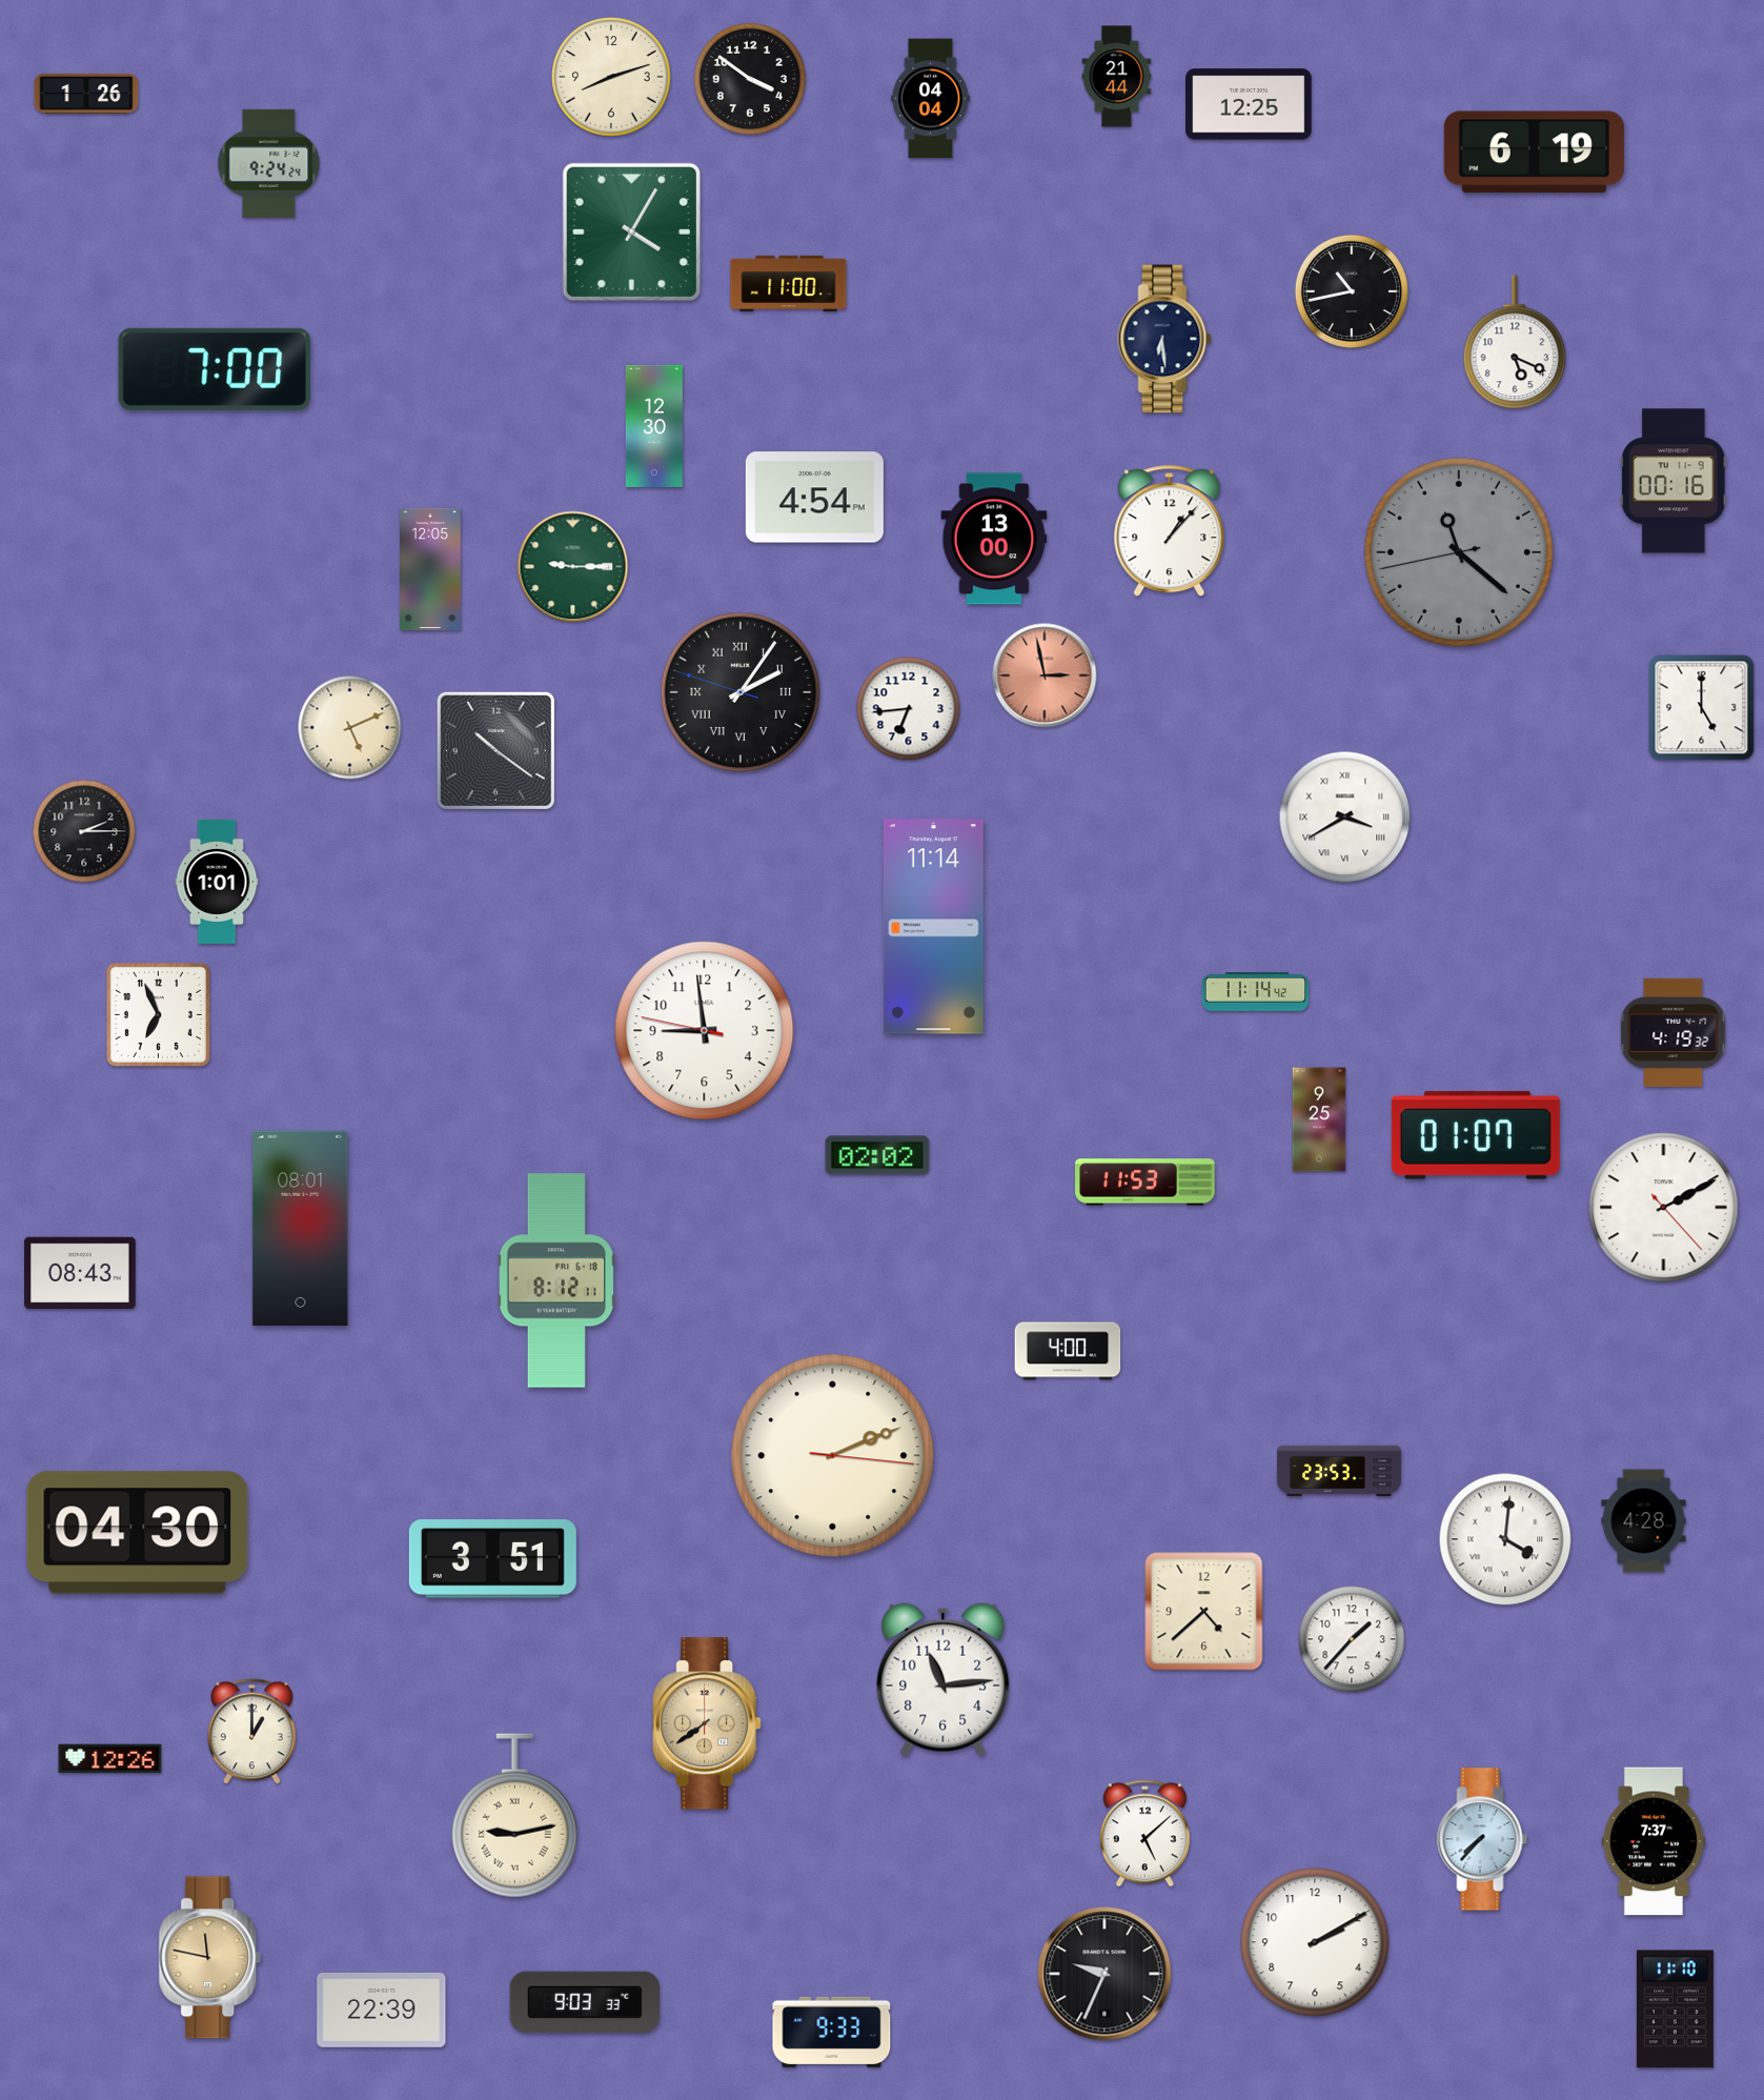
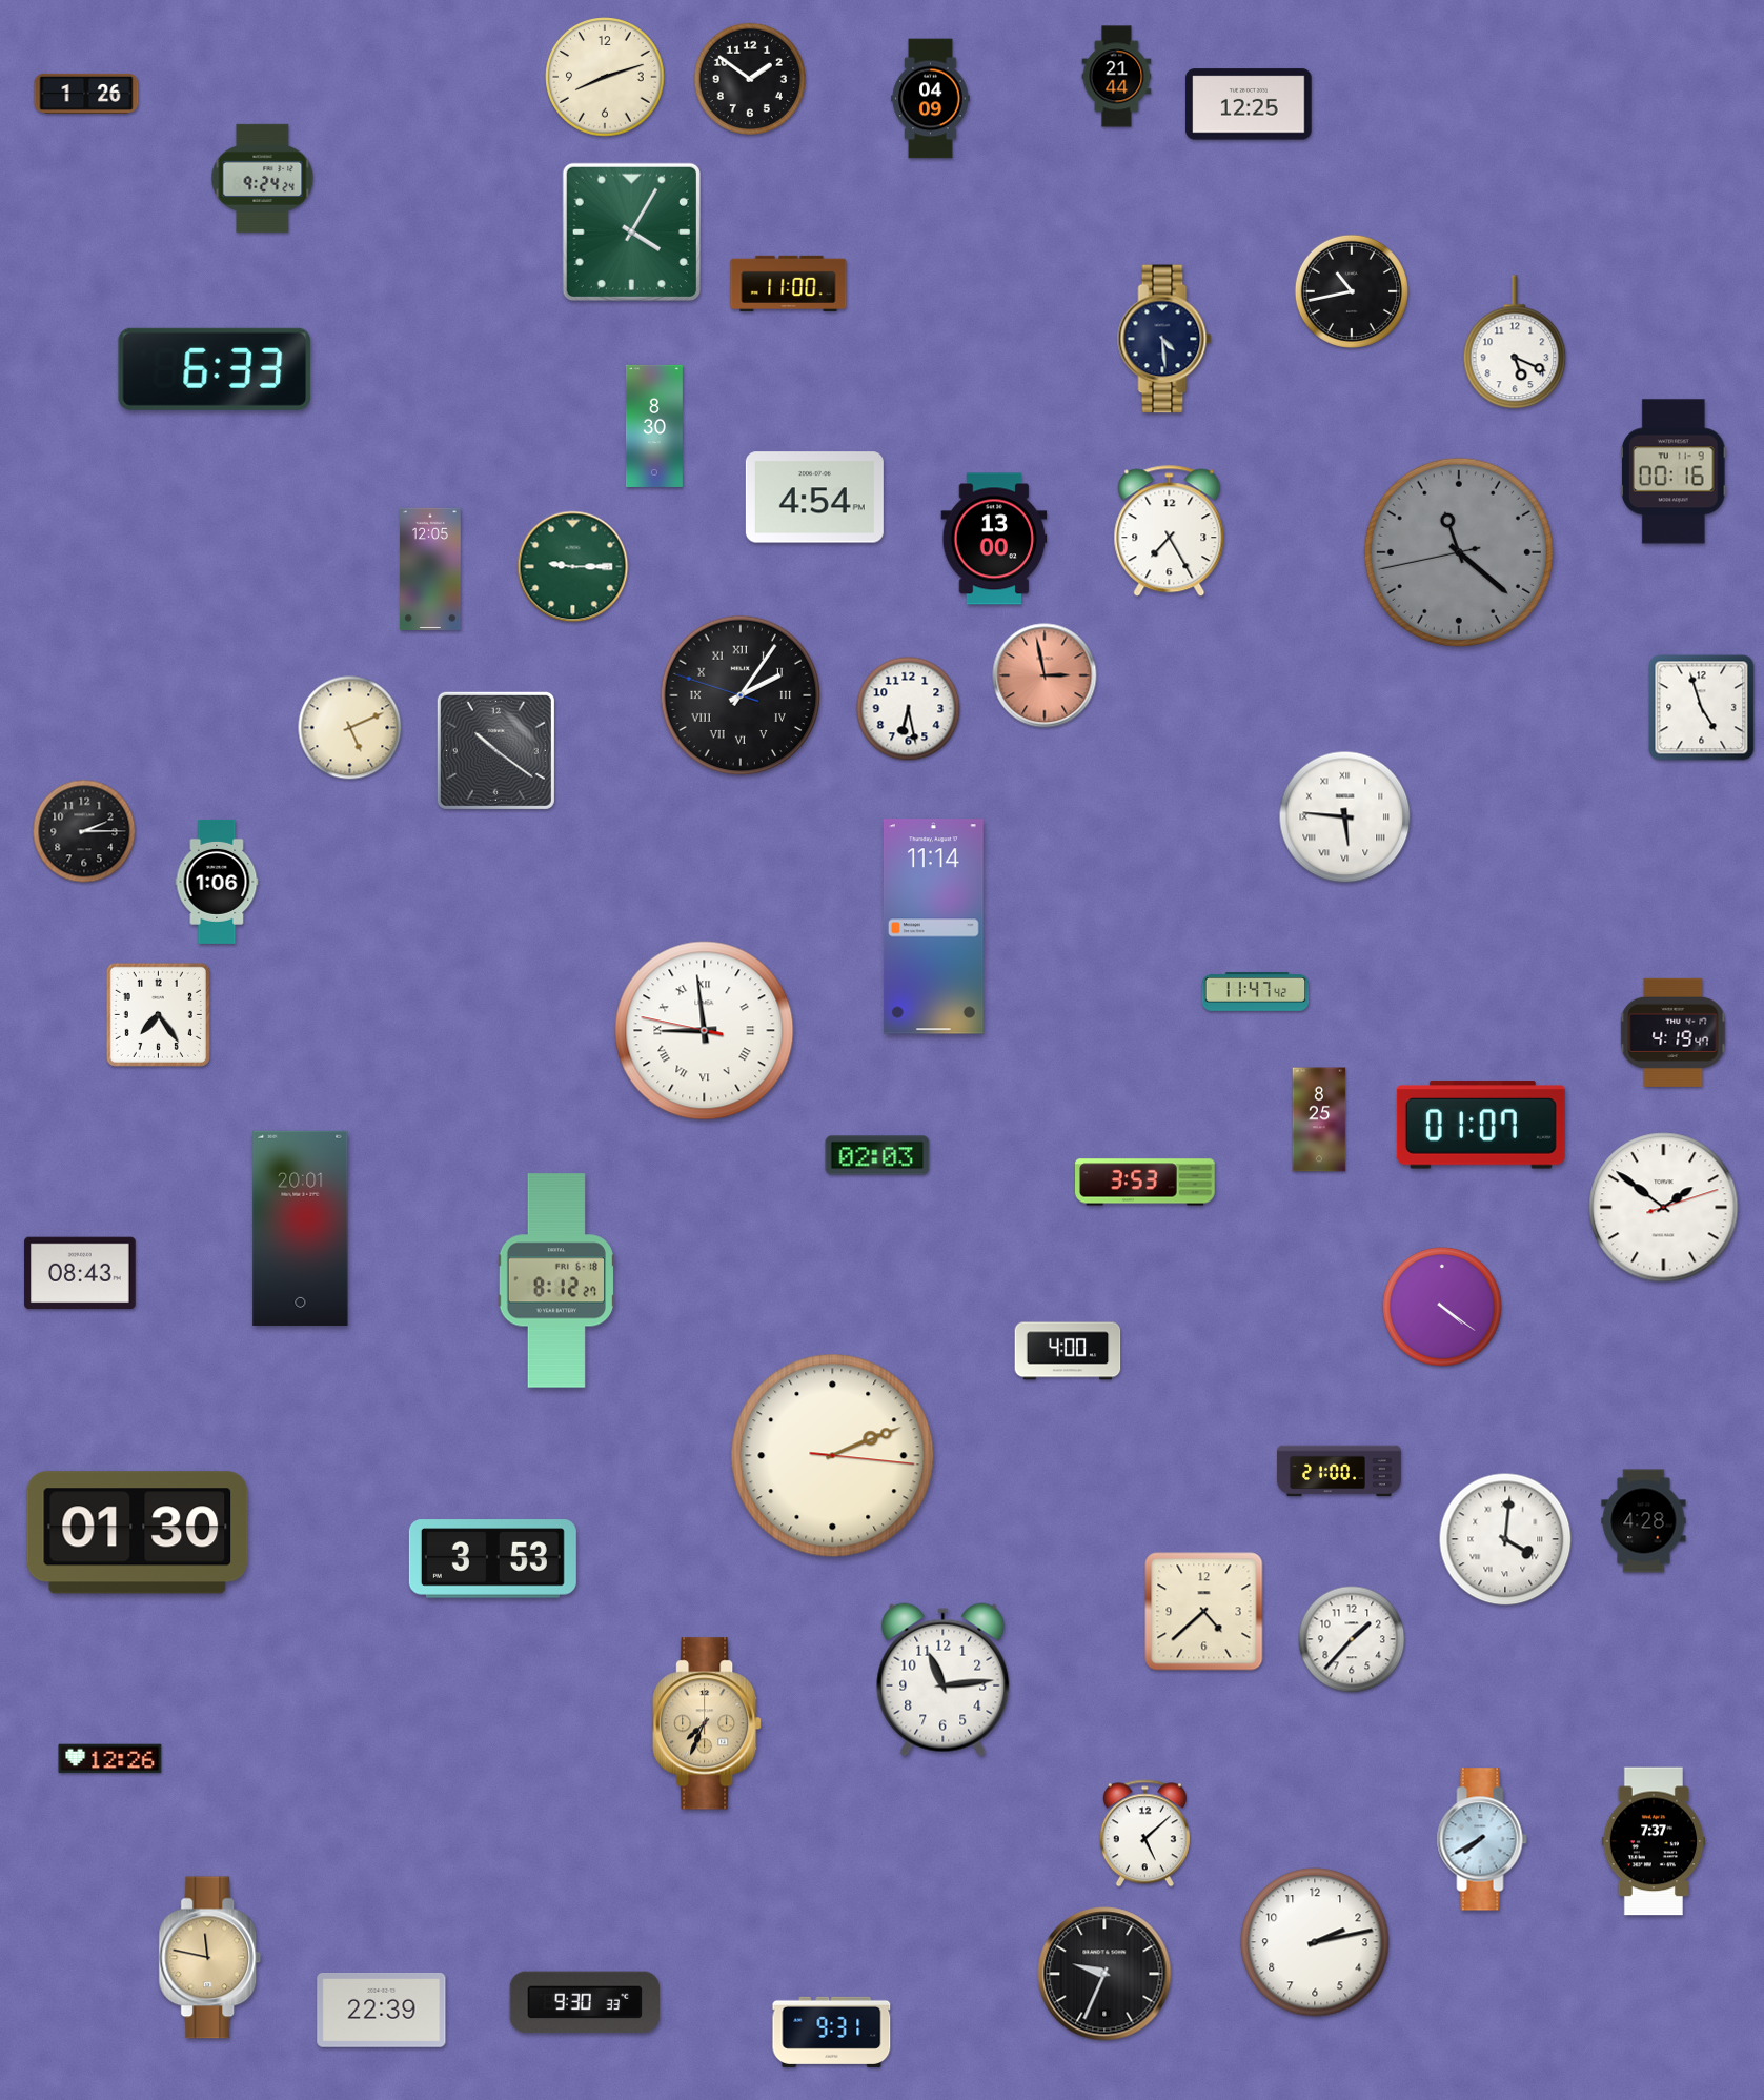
clock at (611, 77) position: (611, 77) -> (605, 77)
clock at (749, 78): 3:51 -> 1:51
clock at (931, 99): 04:04 -> 04:09
clock at (1534, 153): 6:19 -> none
clock at (269, 163) position: (269, 163) -> (263, 178)
clock at (1164, 339): 6:29 -> 4:29
clock at (215, 369): 7:00 -> 6:33
clock at (654, 425): 12:30 -> 8:30
clock at (1674, 481) position: (1674, 481) -> (1674, 471)
clock at (1170, 531): 1:07 -> 7:25
clock at (741, 692) position: (741, 692) -> (741, 695)
clock at (1702, 708): 5:00 -> 4:57
clock at (909, 709): 6:44 -> 6:28
clock at (1345, 817): 3:40 -> 5:46
clock at (217, 882): 1:01 -> 1:06
clock at (1256, 992): 11:14 -> 11:47
clock at (158, 1014): 6:56 -> 7:24
clock at (705, 1031) numerals: Arabic -> Roman
clock at (1674, 1032): 4:19:32 -> 4:19:47
clock at (1319, 1119): 9:25 -> 8:25
clock at (1476, 1135) position: (1476, 1135) -> (1481, 1125)
clock at (877, 1155): 02:02 -> 02:03
clock at (1145, 1183): 11:53 -> 3:53
clock at (1664, 1208): 2:10 -> 1:51
clock at (301, 1228): 08:01 -> 20:01
clock at (555, 1280): 8:12:11 -> 8:12:27
clock at (1442, 1307): none -> 4:21
clock at (1339, 1471): 23:53 -> 21:00
clock at (138, 1533): 04:30 -> 01:30
clock at (492, 1559): 3:51 -> 3:53
clock at (708, 1723): 7:39 -> 7:34
clock at (251, 1732): 1:00 -> none
clock at (514, 1816): 9:13 -> none
clock at (1482, 1839): 7:37 -> 7:40
clock at (1315, 1942): 2:10 -> 2:13
clock at (585, 2002): 9:03 -> 9:30
clock at (1675, 2010): 11:10 -> none
clock at (832, 2032): 9:33 -> 9:31
